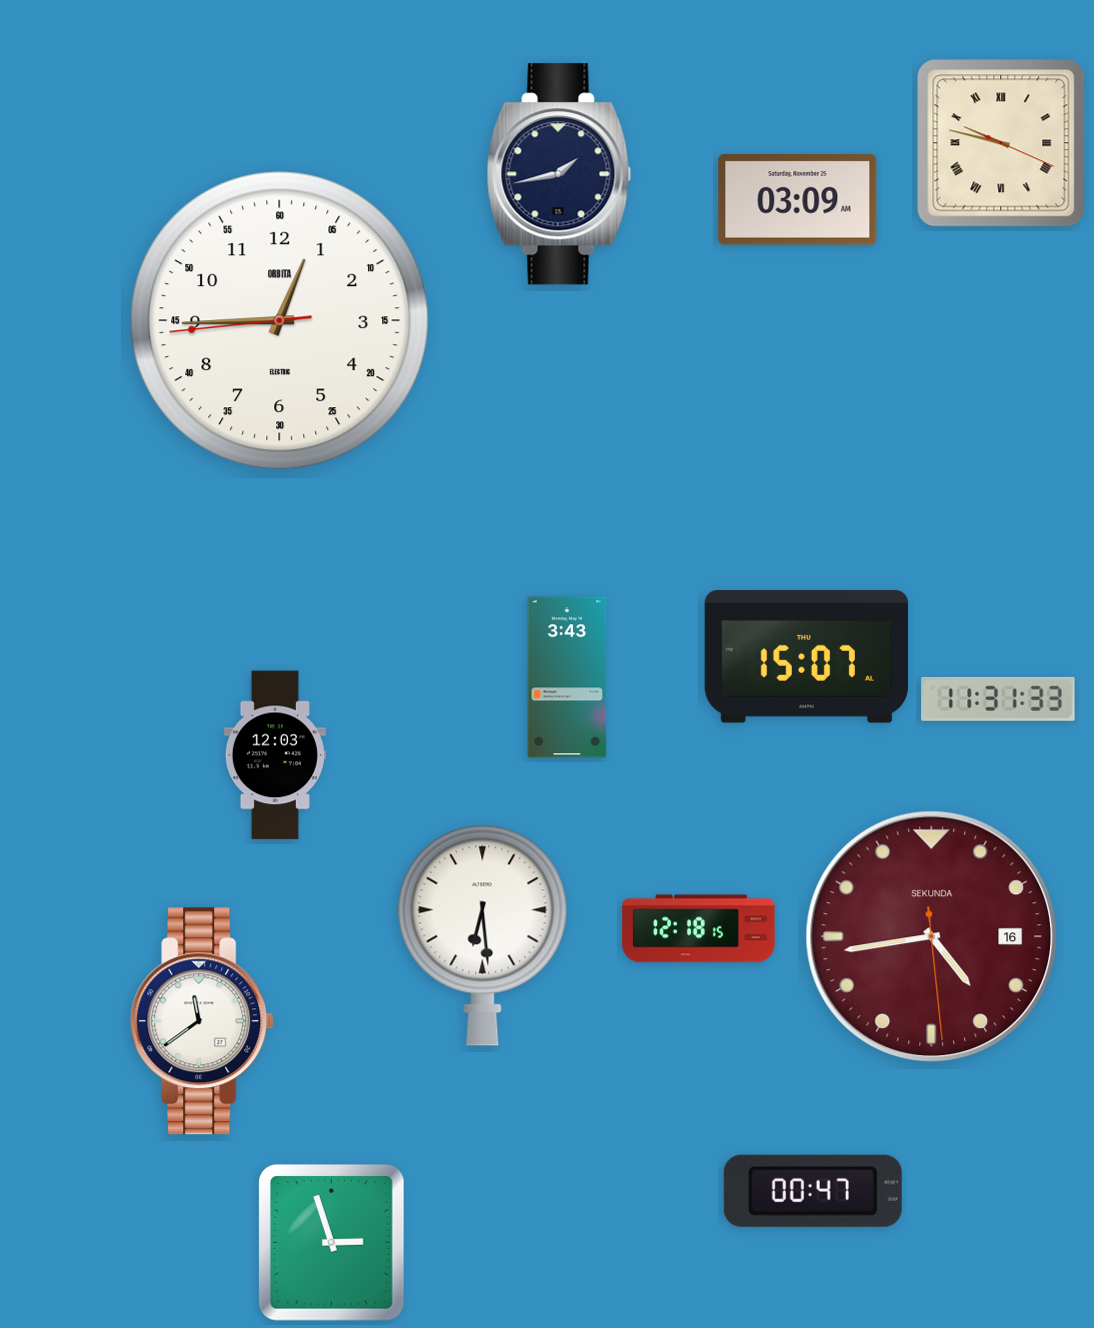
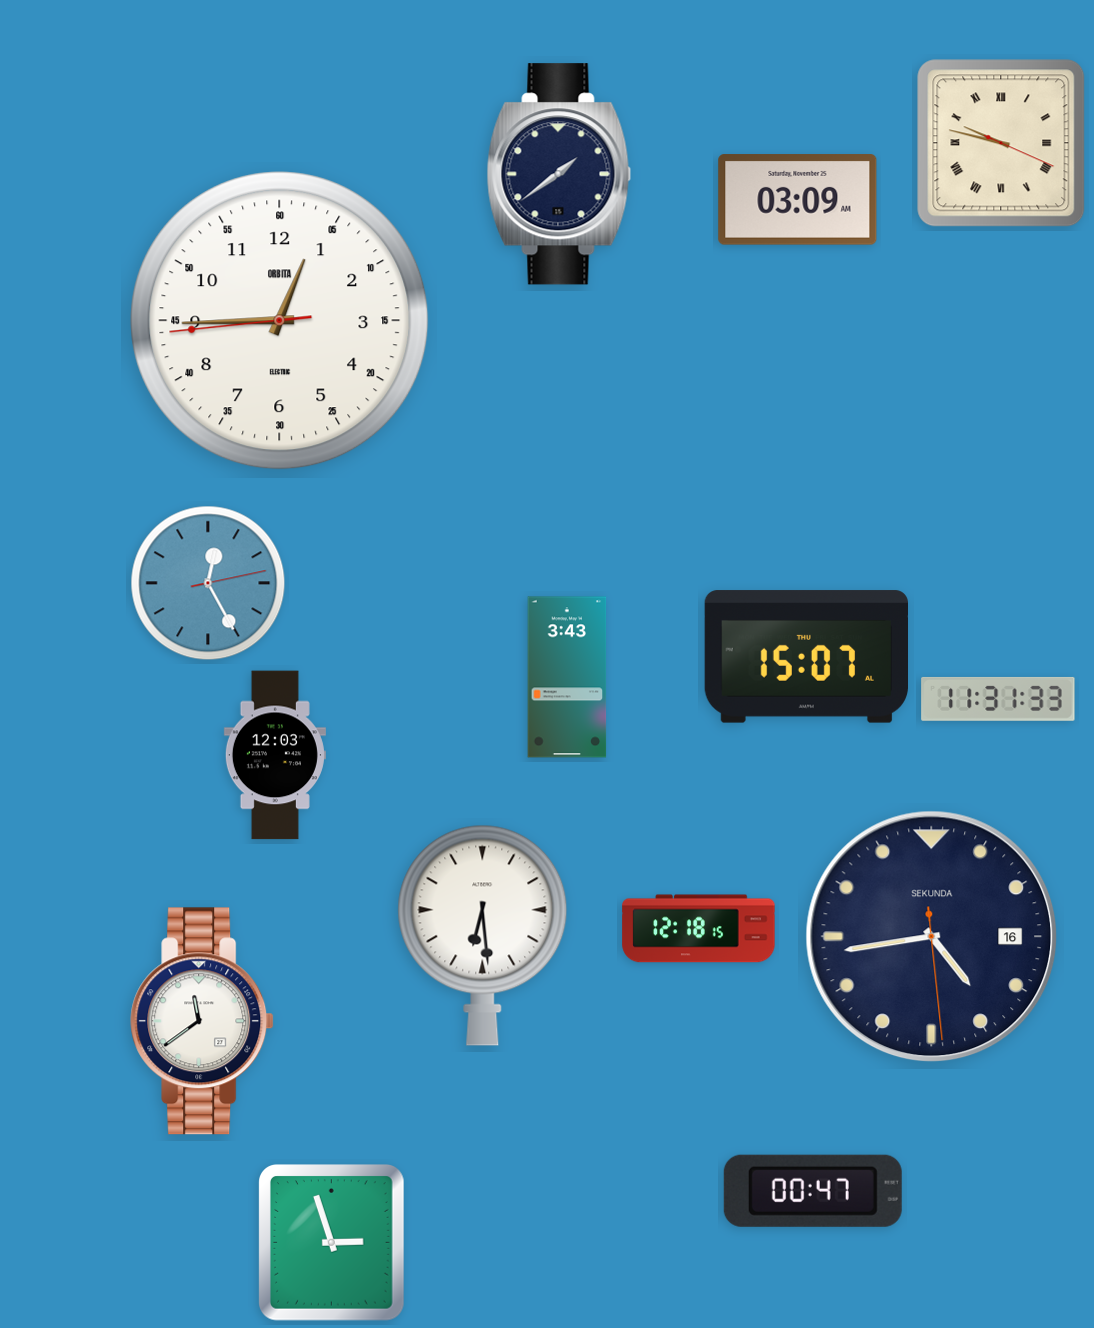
clock at (559, 174): 1:43 -> 1:39
clock at (208, 583): none -> 12:25
clock at (932, 937) dial: burgundy -> navy
